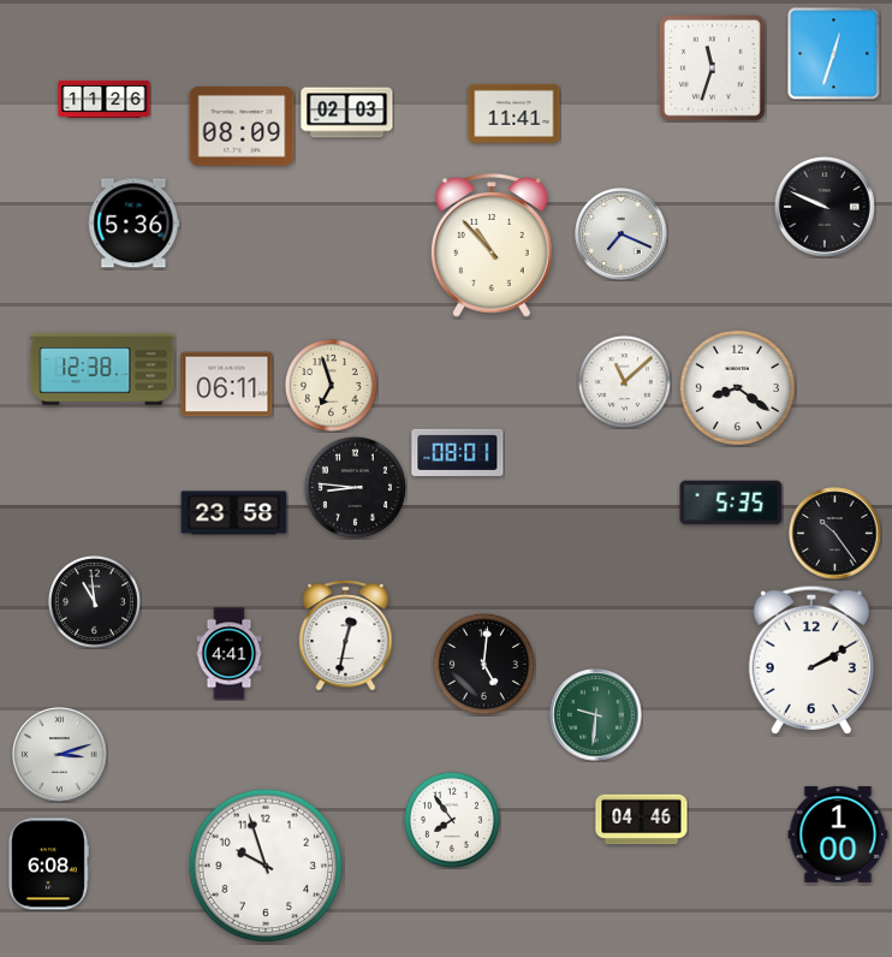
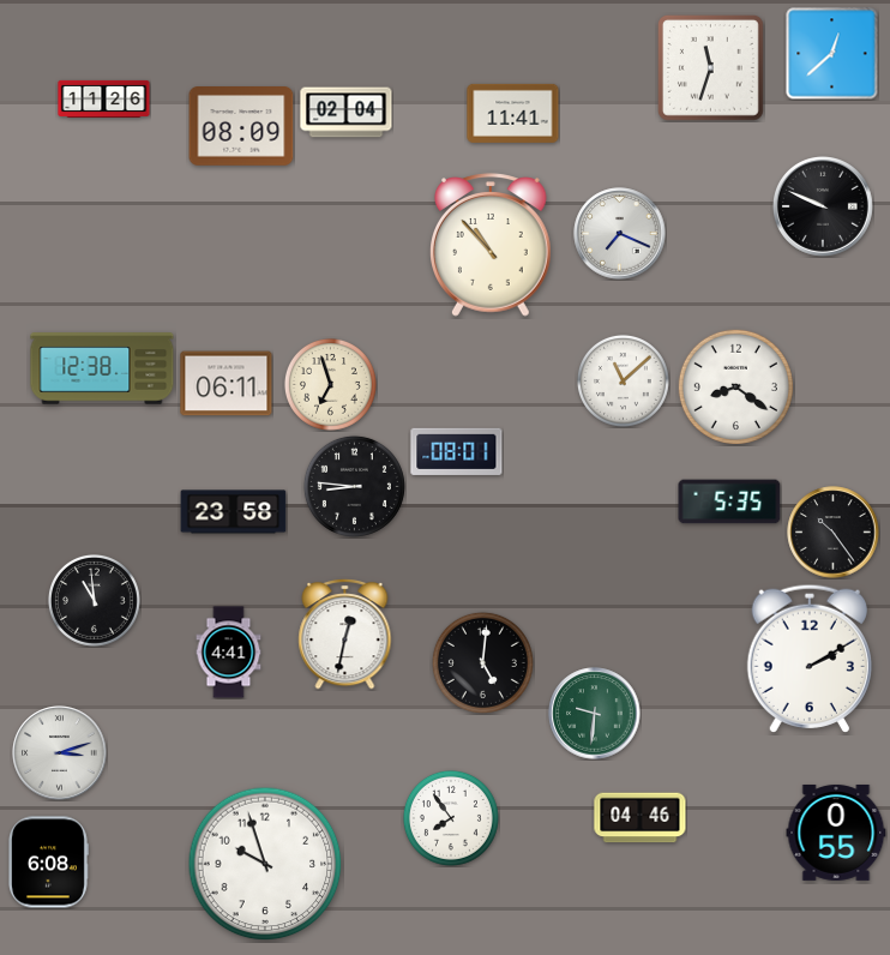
clock at (834, 54): 12:33 -> 12:38
clock at (347, 113): 02:03 -> 02:04
clock at (135, 224): 5:36 -> none
clock at (838, 834): 1:00 -> 0:55
